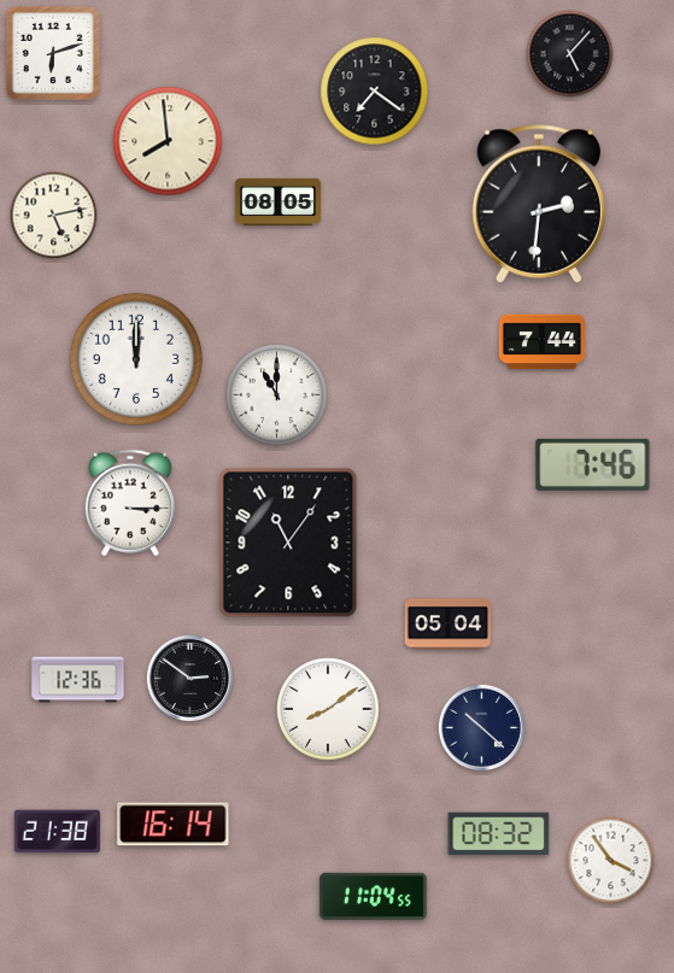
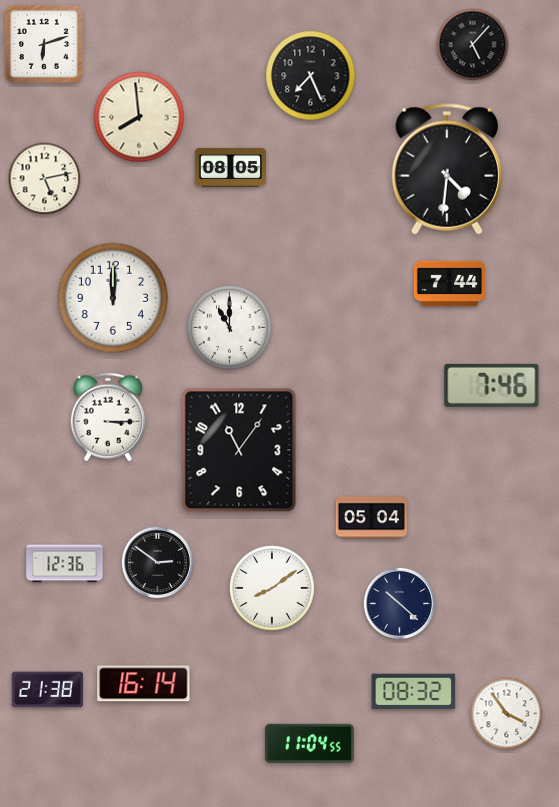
clock at (375, 92): 7:21 -> 7:26
clock at (538, 204): 2:31 -> 4:31
